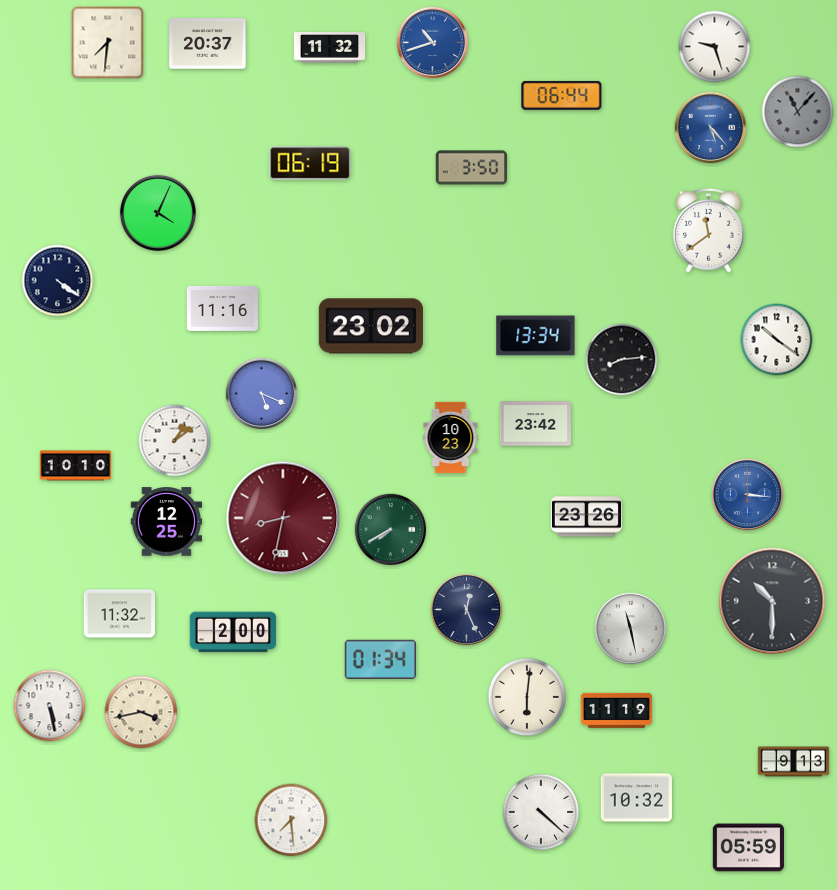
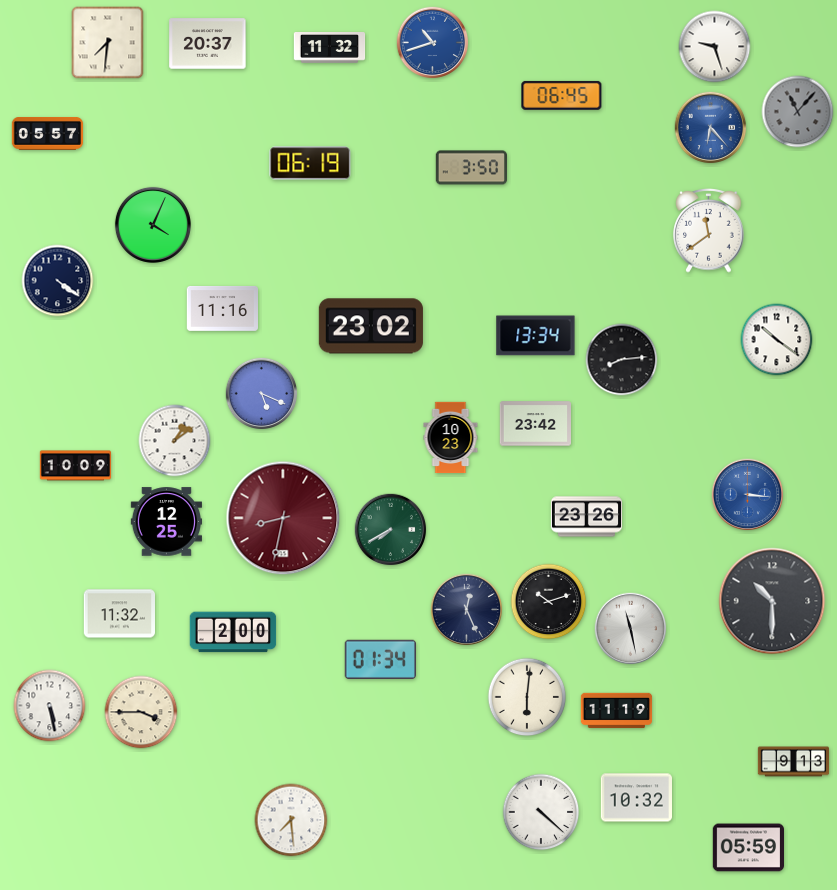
clock at (562, 95): 06:44 -> 06:45
clock at (711, 128): 5:23 -> 6:23
clock at (48, 134): none -> 05:57
clock at (158, 213) position: (158, 213) -> (153, 225)
clock at (76, 466): 10:10 -> 10:09
clock at (549, 602): none -> 10:12
clock at (141, 712): 3:43 -> 3:45
